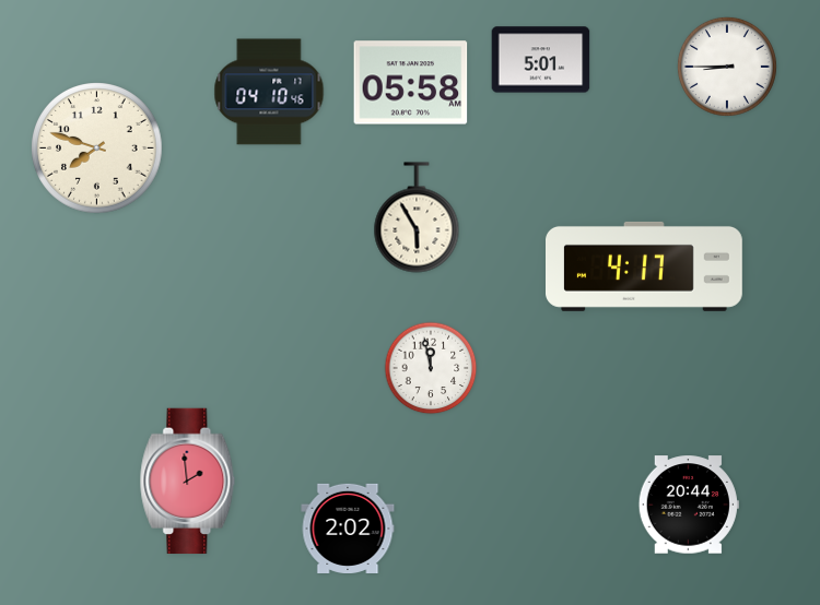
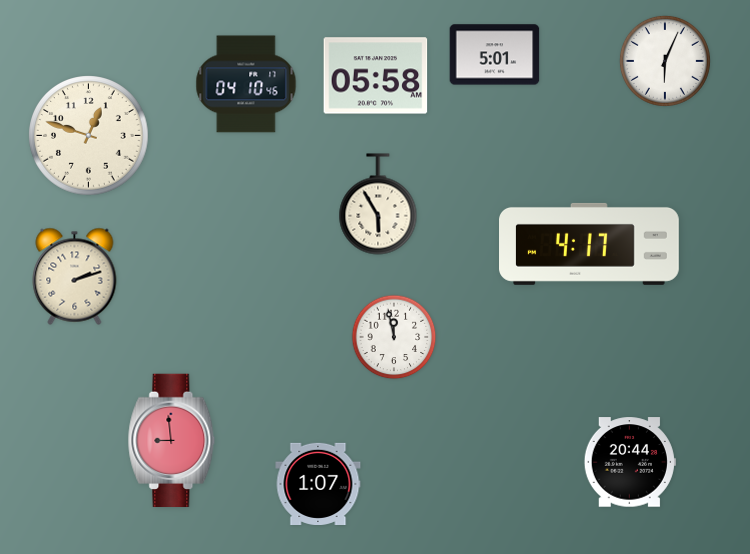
clock at (727, 67): 8:45 -> 6:04
clock at (97, 149): 7:48 -> 12:48
clock at (417, 217) position: (417, 217) -> (378, 204)
clock at (75, 276): none -> 2:12
clock at (188, 482): 1:59 -> 8:59
clock at (348, 527): 2:02 -> 1:07
